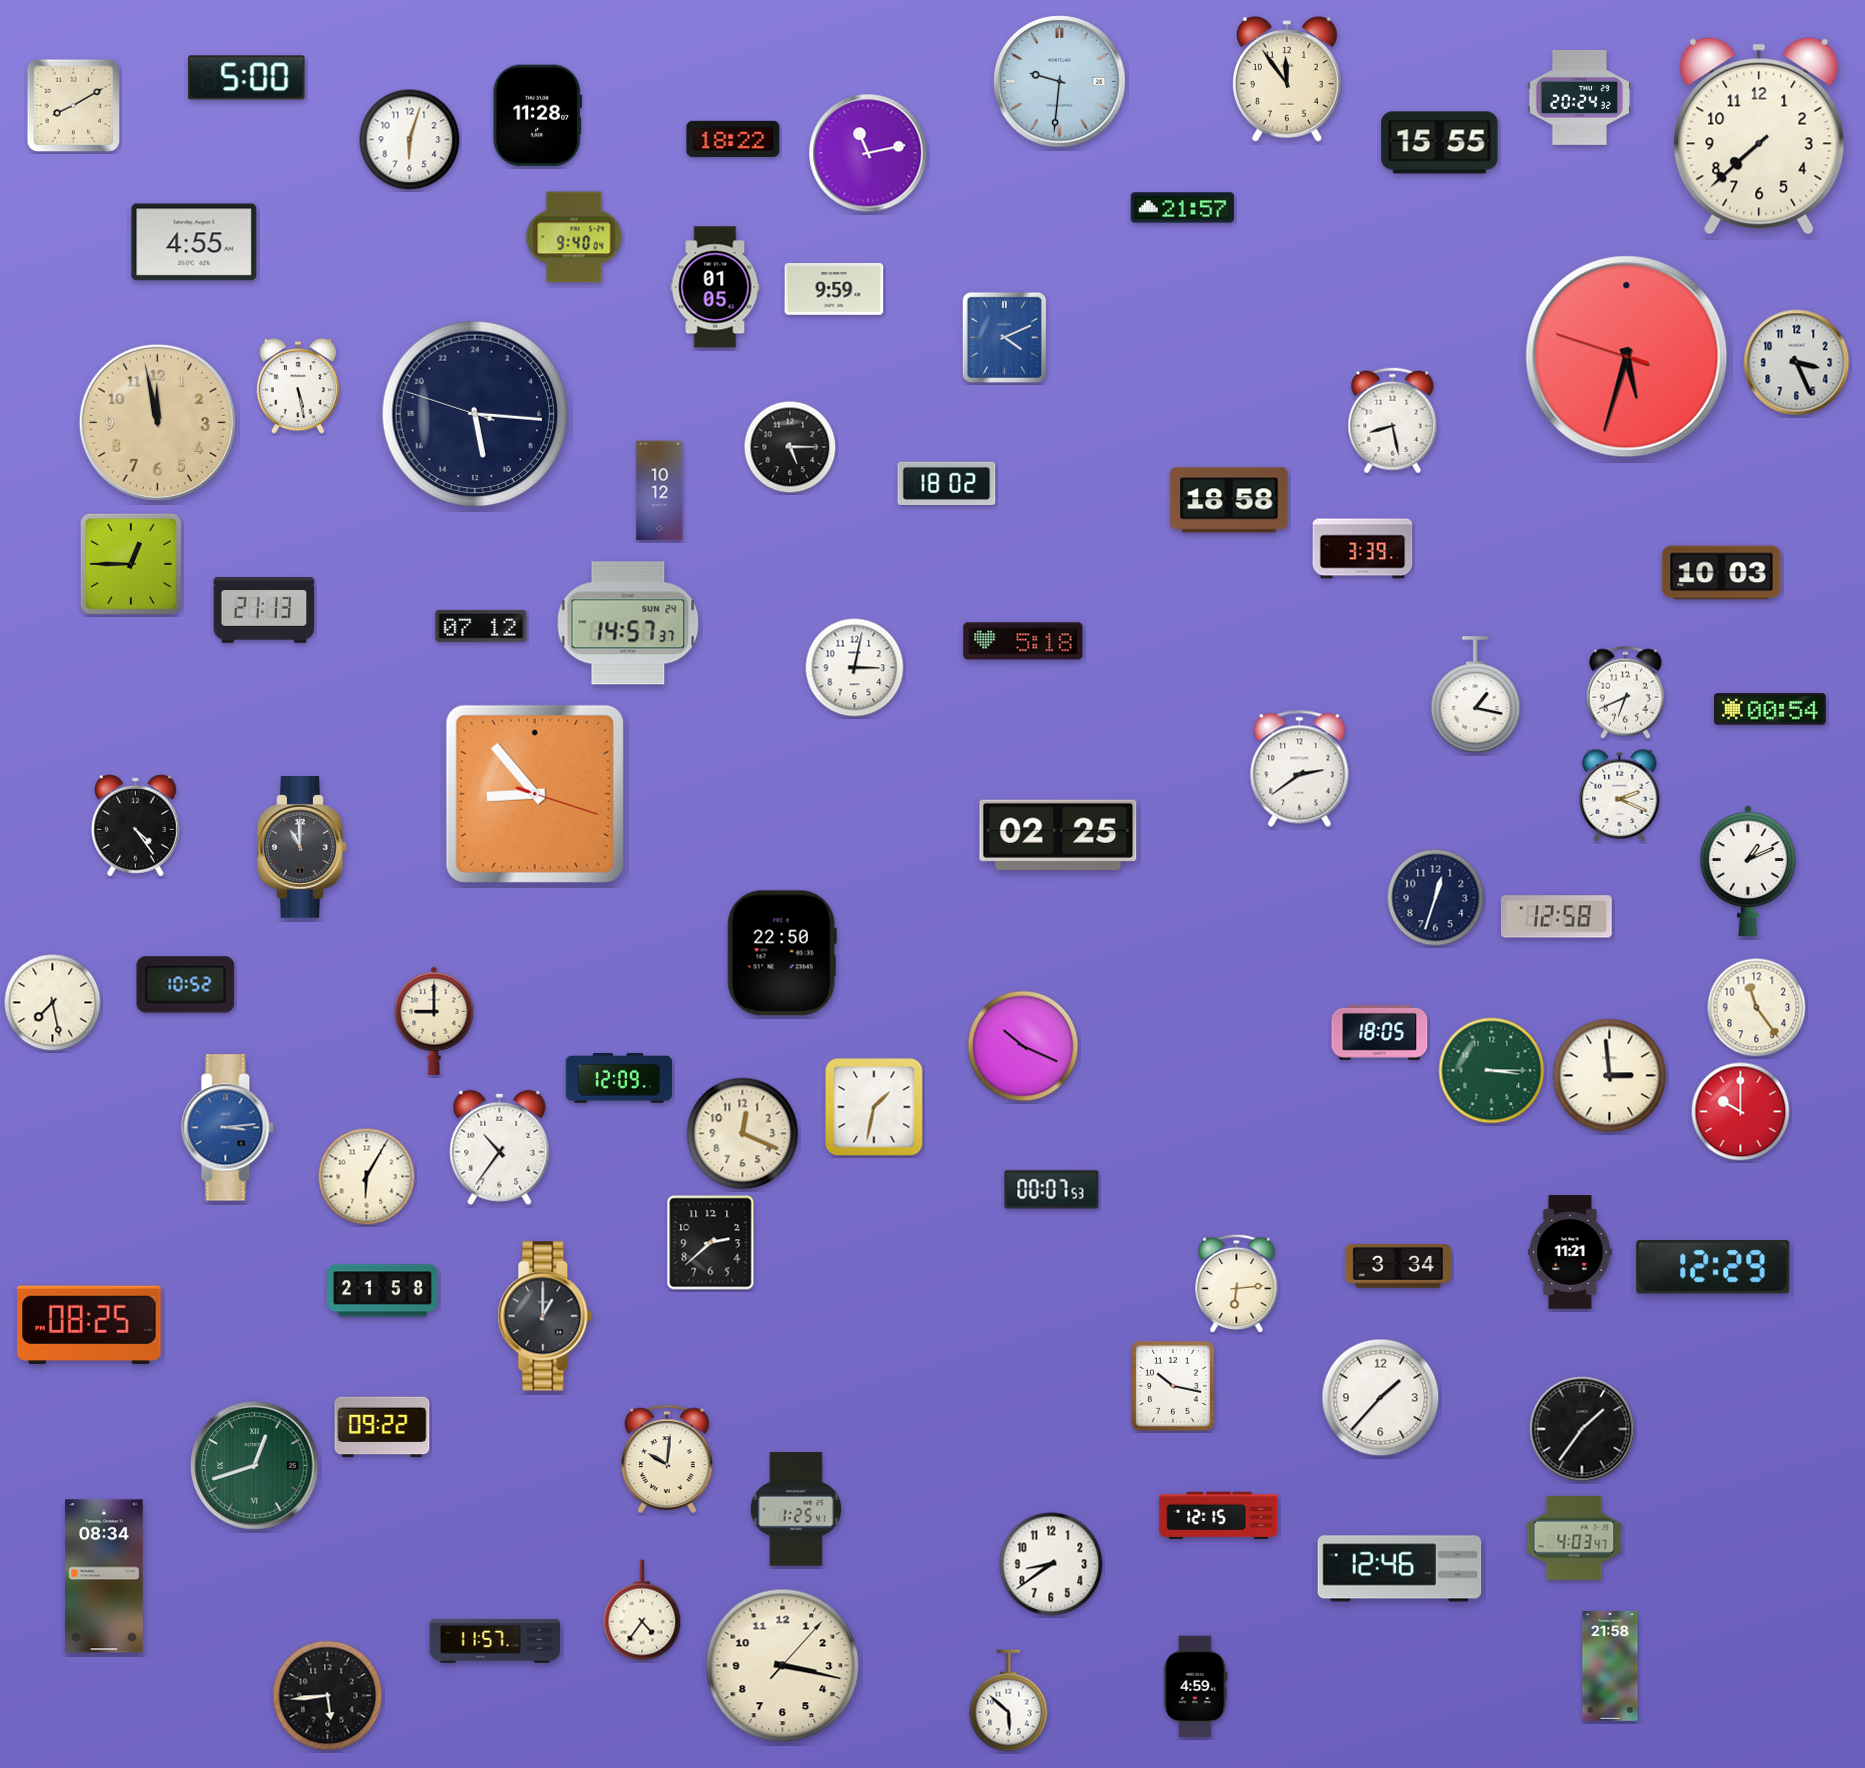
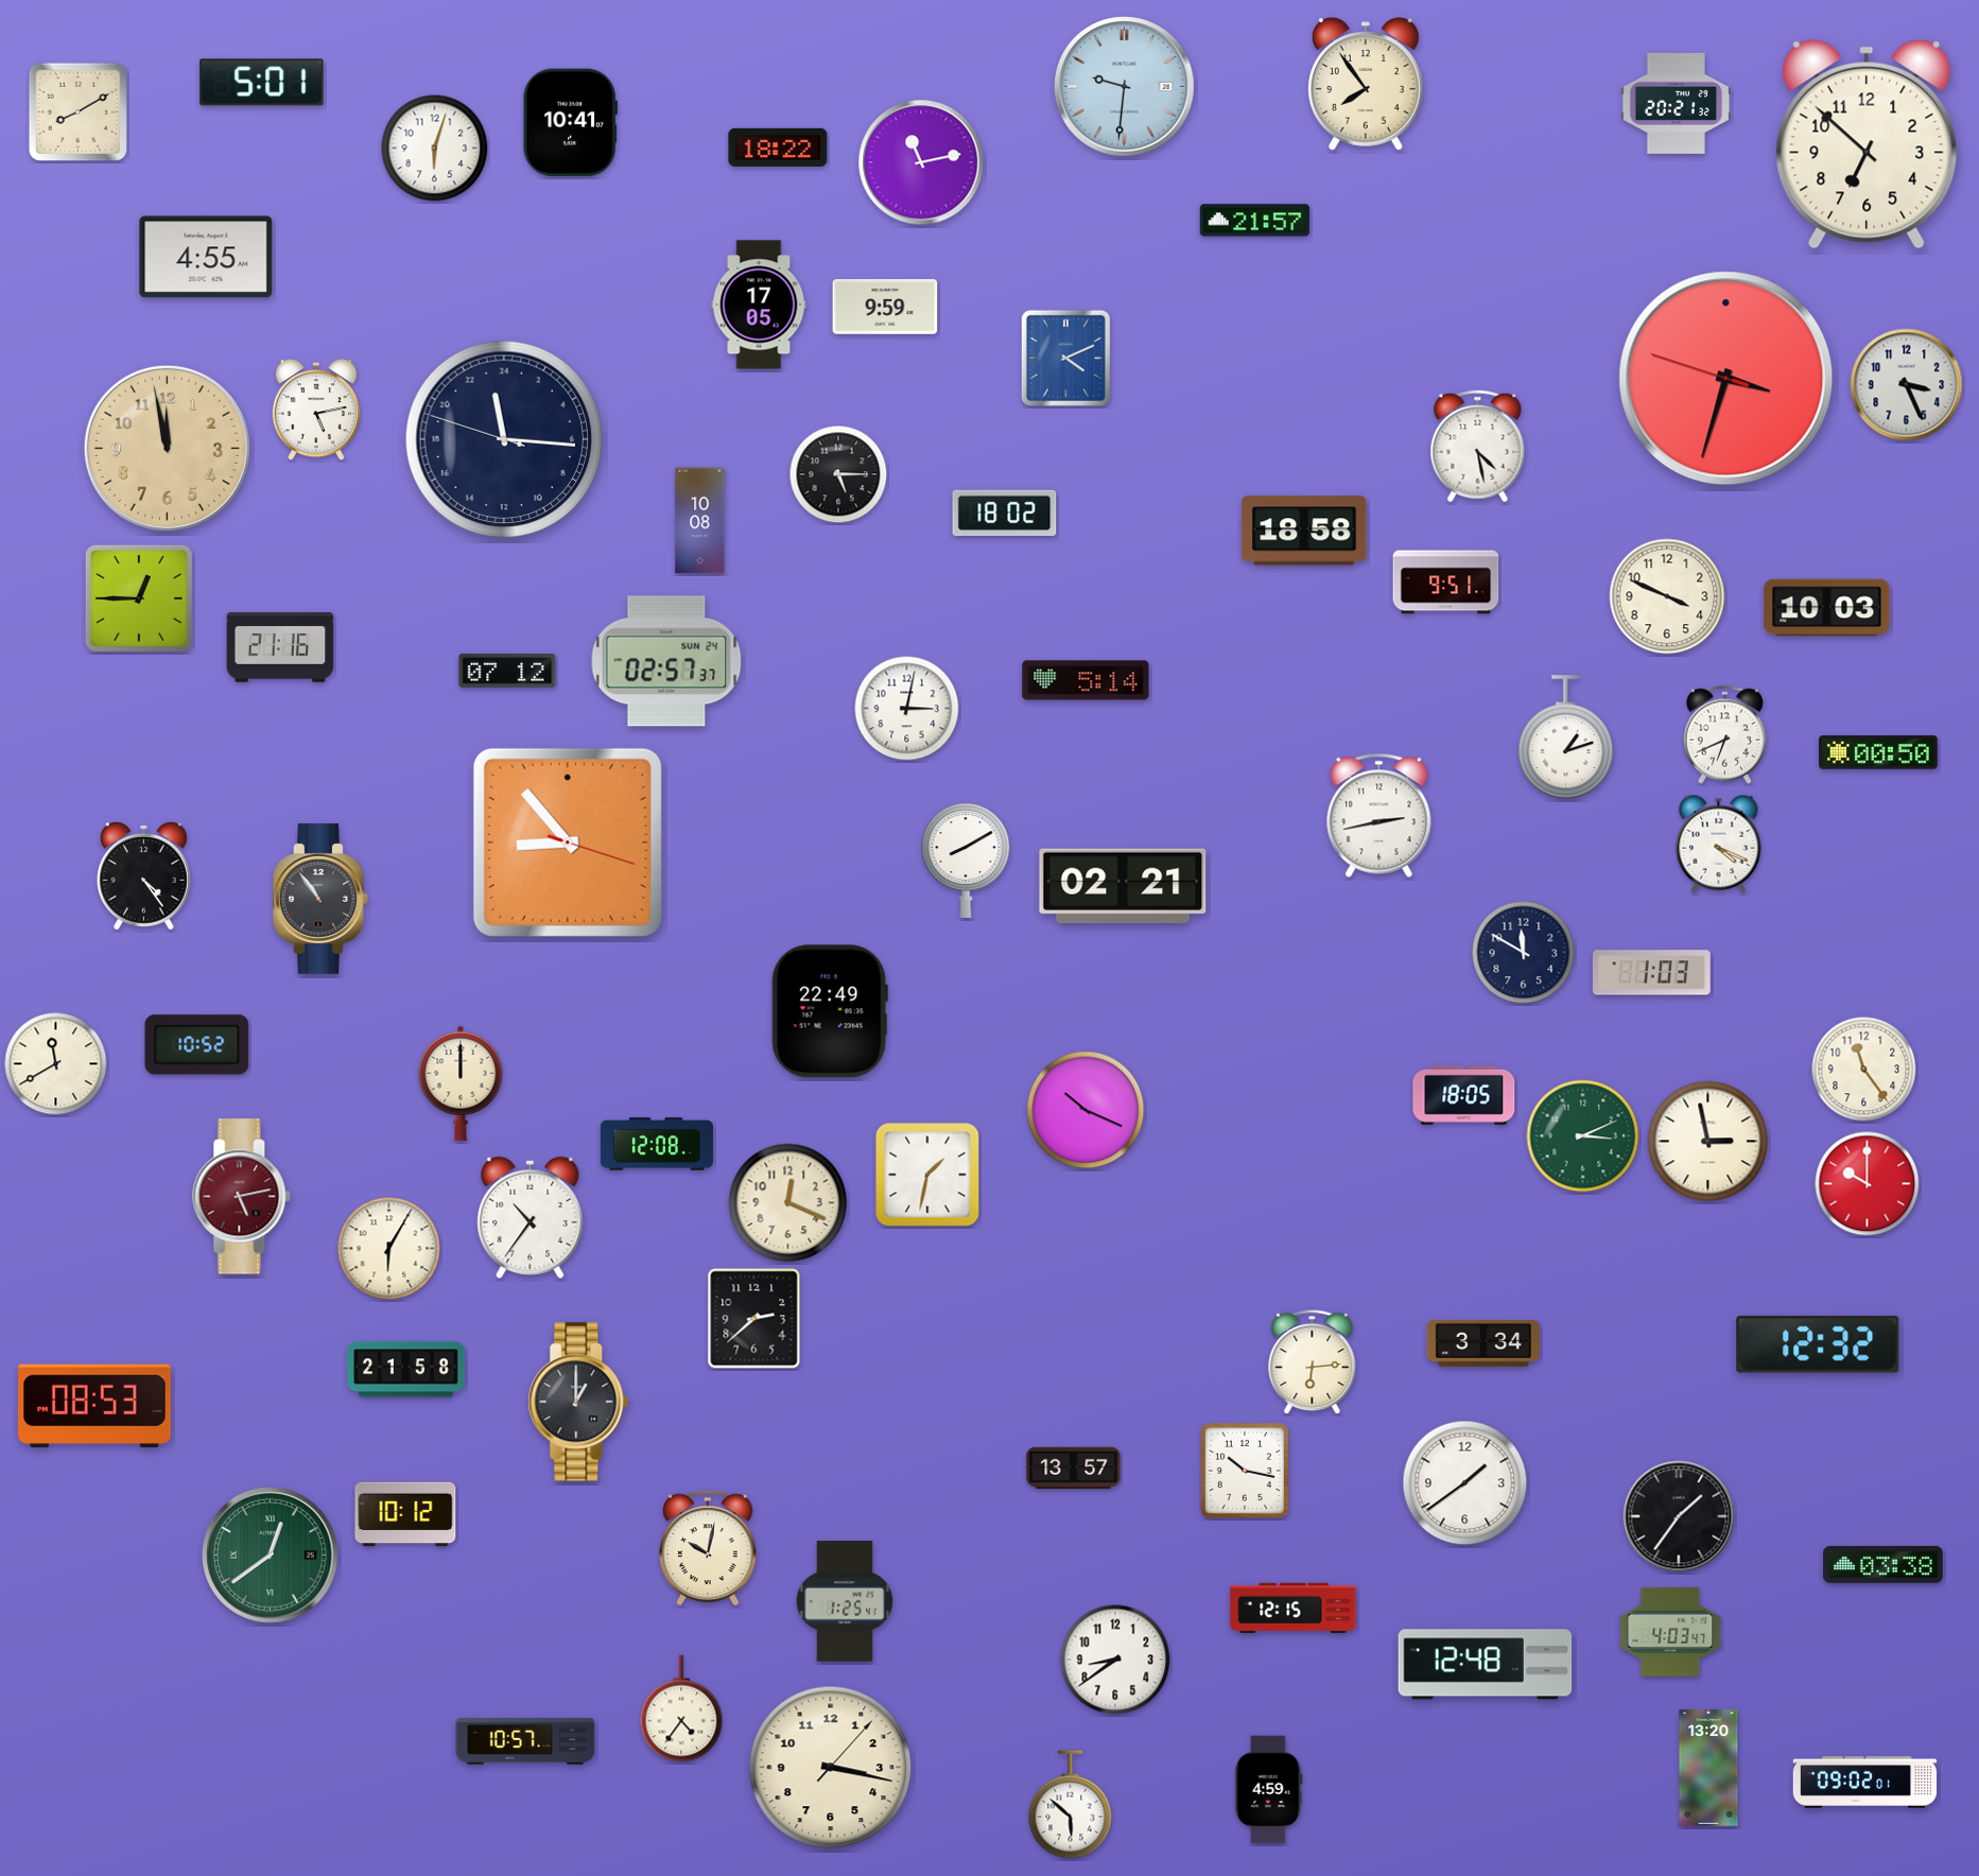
clock at (247, 78): 5:00 -> 5:01
clock at (1288, 79): 11:54 -> 7:54
clock at (1580, 97): 20:24 -> 20:21
clock at (537, 116): 11:28 -> 10:41
clock at (1759, 136): 7:38 -> 6:52
clock at (1440, 143): 15:55 -> none
clock at (574, 237): 9:40 -> none
clock at (715, 287): 01:05 -> 17:05
clock at (1627, 357): 5:32 -> 3:32
clock at (298, 387): 5:28 -> 5:13
clock at (475, 414): 11:15 -> 23:15
clock at (1393, 421): 8:28 -> 4:28
clock at (660, 491): 10:12 -> 10:08
clock at (1363, 549): 3:39 -> 9:51
clock at (1667, 596): none -> 3:49
clock at (264, 611): 21:13 -> 21:16
clock at (628, 623): 14:57 -> 02:57
clock at (481, 626) position: (481, 626) -> (507, 671)
clock at (1023, 641): 5:18 -> 5:14
clock at (1476, 695): 1:17 -> 1:12
clock at (1770, 709): 00:54 -> 00:50
clock at (1300, 768): 2:39 -> 2:43
clock at (1620, 795): 2:19 -> 4:19
clock at (966, 861): none -> 8:10
clock at (1058, 834): 02:25 -> 02:21
clock at (303, 847): 11:00 -> 10:54
clock at (1748, 871): 1:11 -> none
clock at (1436, 898): 12:33 -> 11:50
clock at (1556, 917): 12:58 -> 1:03
clock at (782, 953): 22:50 -> 22:49
clock at (53, 1003): 7:28 -> 11:40
clock at (434, 1021): 9:00 -> 12:00
clock at (1492, 1071): 3:15 -> 3:11
clock at (1610, 1076): 2:59 -> 2:58
clock at (619, 1078): 12:09 -> 12:08
clock at (1741, 1112) position: (1741, 1112) -> (1868, 1184)
clock at (228, 1128): 3:14 -> 5:13
clock at (228, 1128) dial: blue -> burgundy
clock at (1052, 1190): 00:07 -> none
clock at (1570, 1252): 11:21 -> none
clock at (1713, 1267): 12:29 -> 12:32
clock at (545, 1316) position: (545, 1316) -> (578, 1402)
clock at (90, 1325): 08:25 -> 08:53
clock at (1074, 1469): none -> 13:57
clock at (1381, 1398): 1:37 -> 1:39
clock at (382, 1427): 09:22 -> 10:12
clock at (667, 1459): 10:01 -> 10:02
clock at (255, 1466): 12:42 -> 12:39
clock at (1883, 1564): none -> 03:38
clock at (1400, 1569): 12:46 -> 12:48
clock at (104, 1576): 08:34 -> none
clock at (495, 1641): 11:57 -> 10:57
clock at (1610, 1666): 21:58 -> 13:20
clock at (1865, 1783): none -> 09:02
clock at (328, 1696): 5:44 -> none
